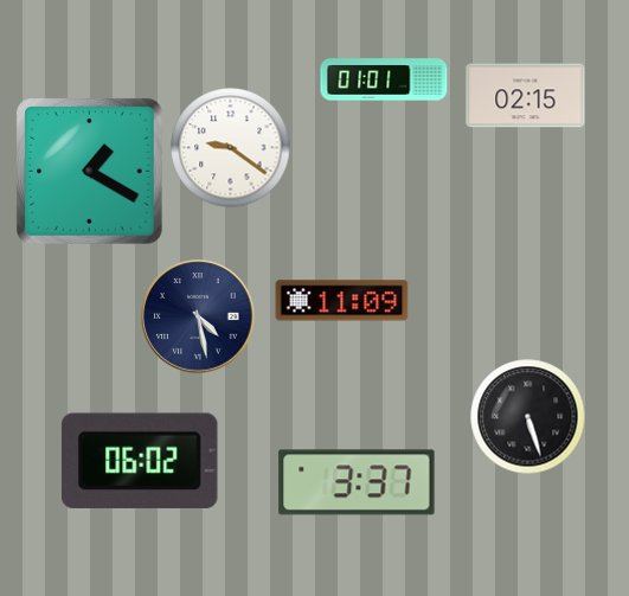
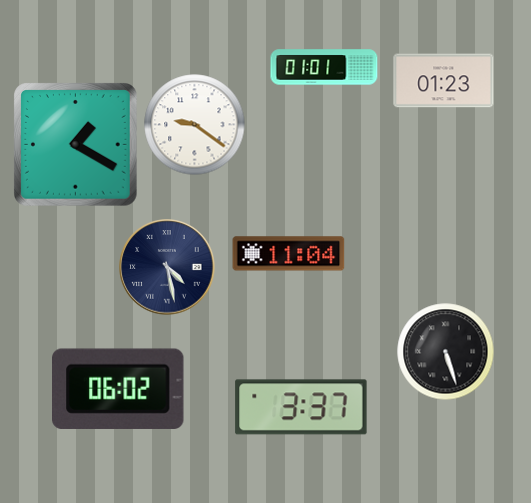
clock at (526, 96): 02:15 -> 01:23
clock at (342, 301): 11:09 -> 11:04
